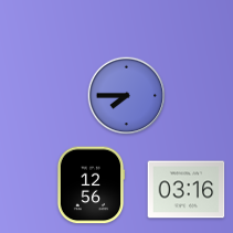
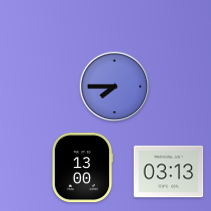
clock at (91, 186): 12:56 -> 13:00
clock at (187, 190): 03:16 -> 03:13
